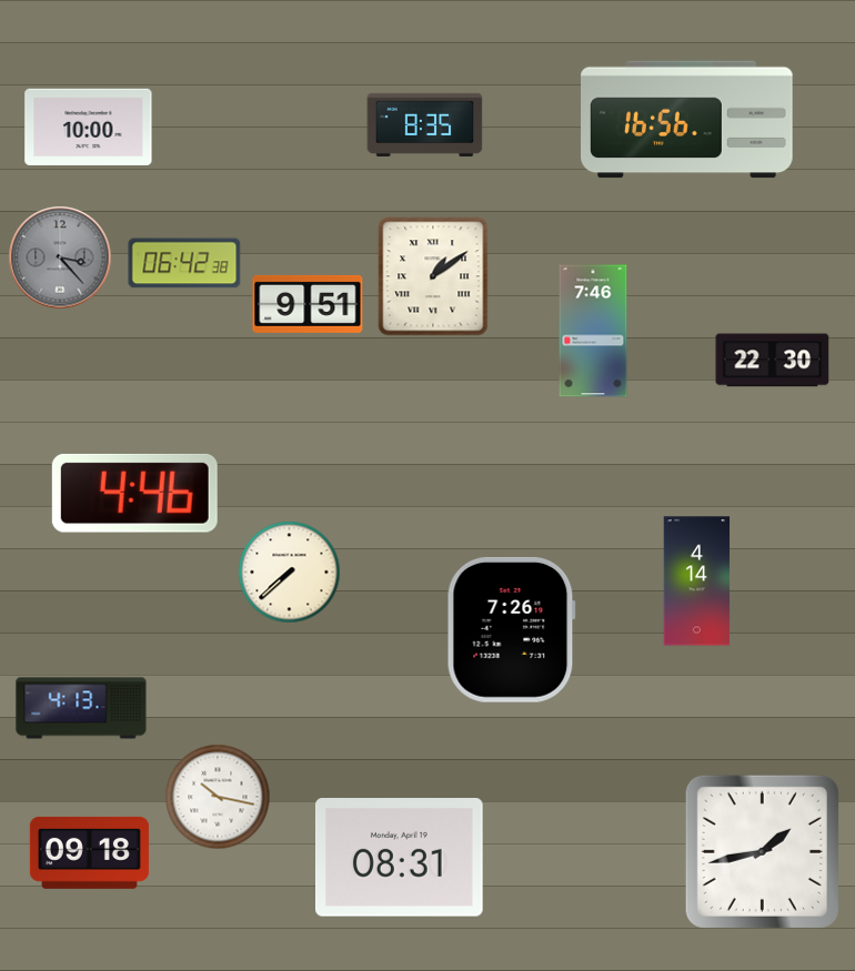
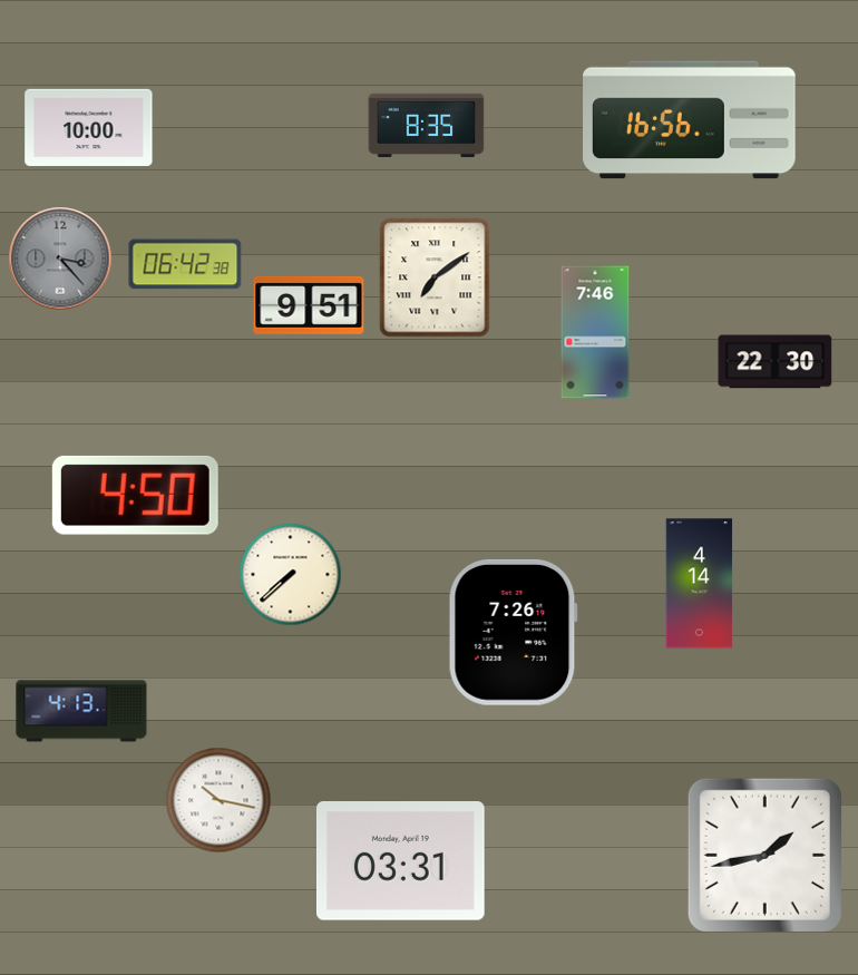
clock at (433, 276): 1:09 -> 7:09
clock at (134, 493): 4:46 -> 4:50
clock at (89, 852): 09:18 -> none
clock at (400, 858): 08:31 -> 03:31
